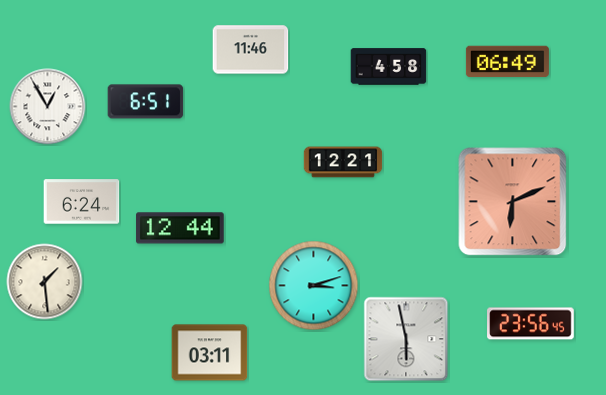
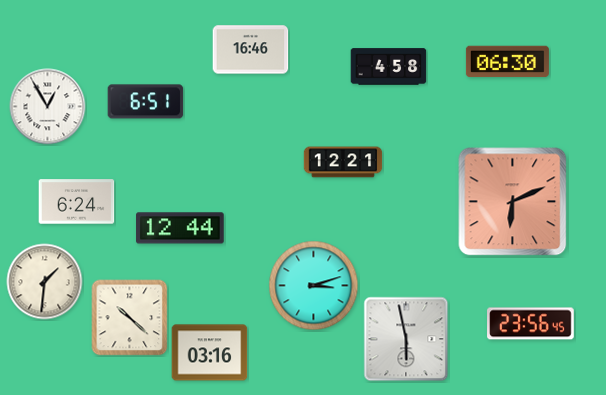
clock at (251, 50): 11:46 -> 16:46
clock at (507, 62): 06:49 -> 06:30
clock at (82, 202) position: (82, 202) -> (77, 202)
clock at (45, 282): 1:29 -> 1:31
clock at (130, 318): none -> 10:22
clock at (210, 353): 03:11 -> 03:16
